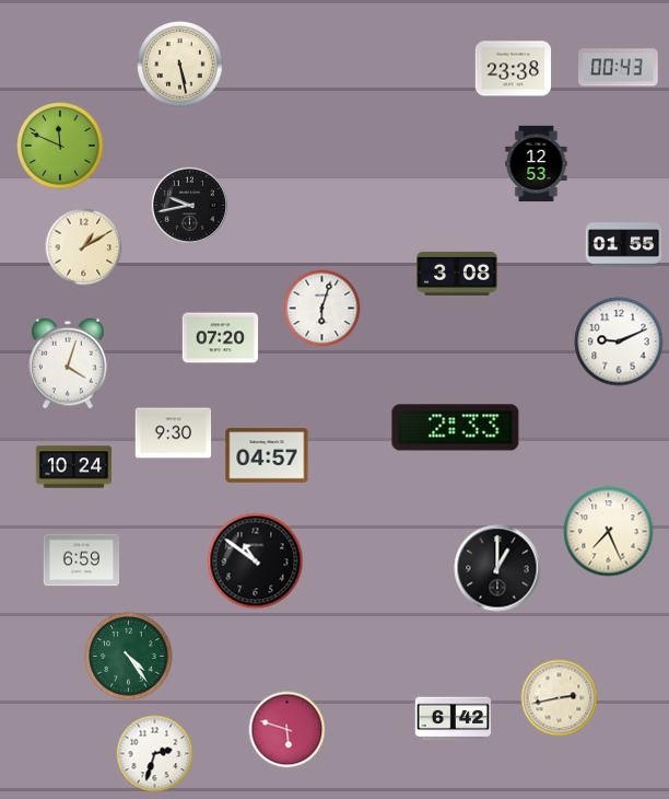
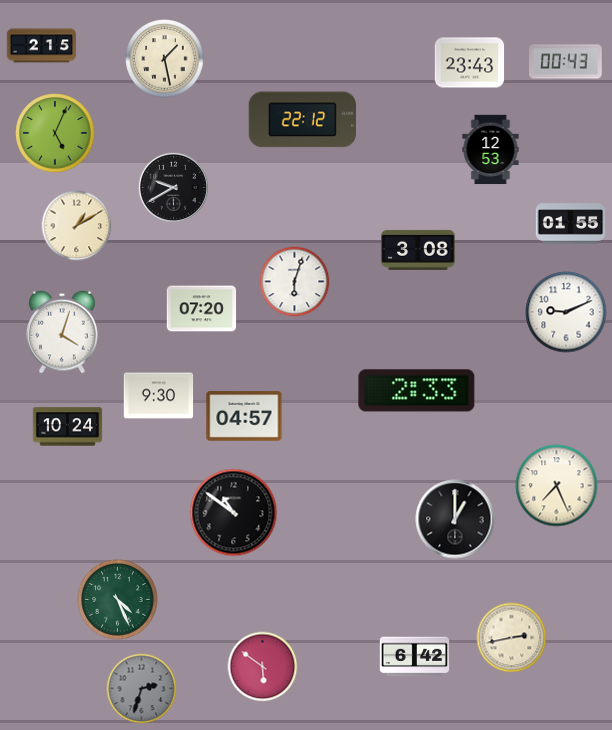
clock at (42, 46): none -> 2:15
clock at (180, 65): 5:28 -> 1:28
clock at (514, 69): 23:38 -> 23:43
clock at (303, 120): none -> 22:12
clock at (60, 146): 11:49 -> 5:04
clock at (189, 205): 9:43 -> 9:40
clock at (82, 560): 6:59 -> none
clock at (129, 657): 4:24 -> 4:26
clock at (287, 730): 5:48 -> 5:51
clock at (155, 754) dial: white -> grey
